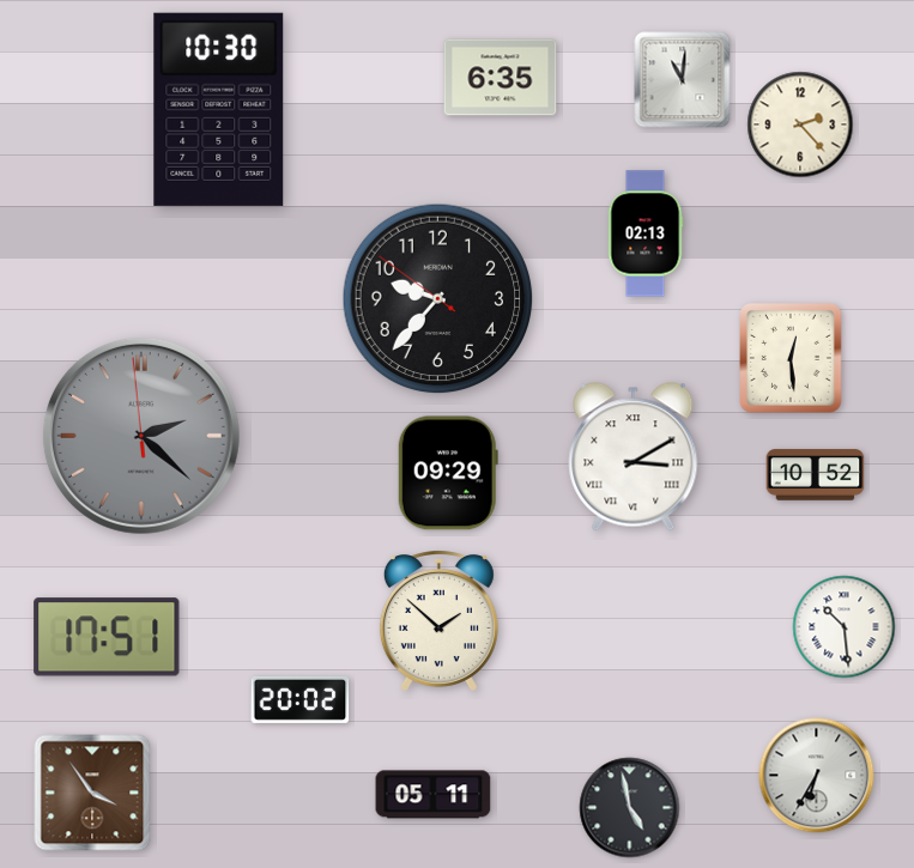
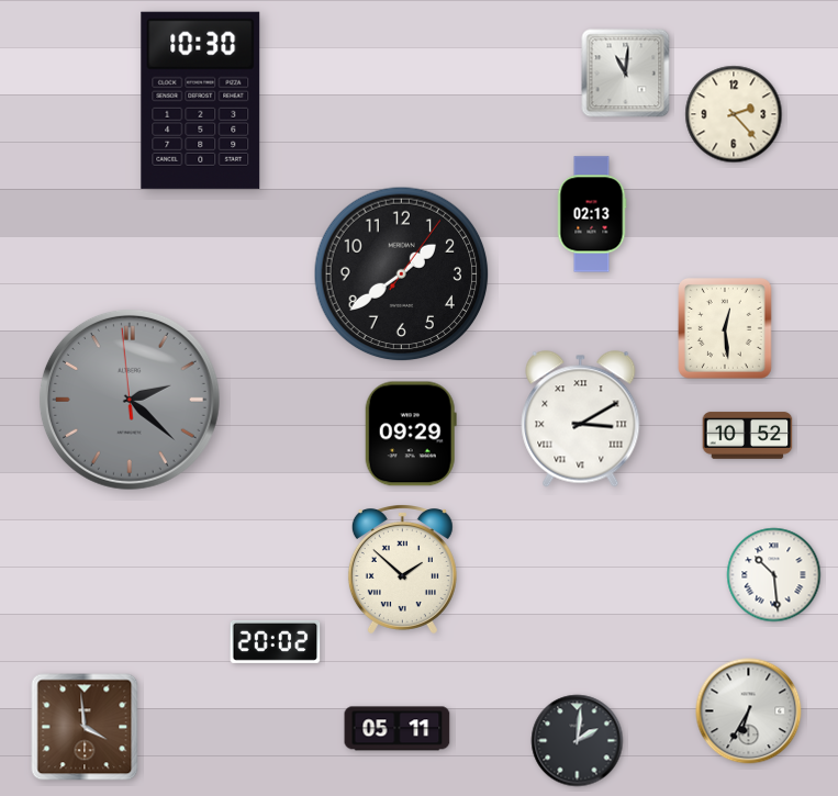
clock at (501, 78): 6:35 -> none
clock at (438, 299): 9:36 -> 1:39
clock at (107, 637): 17:51 -> none
clock at (92, 793): 3:54 -> 3:59
clock at (630, 808): 4:58 -> 2:01
